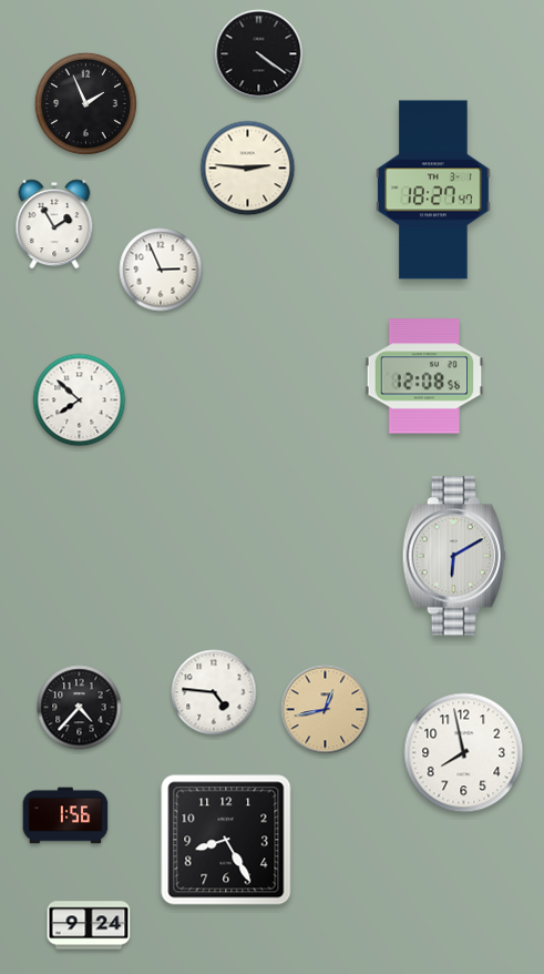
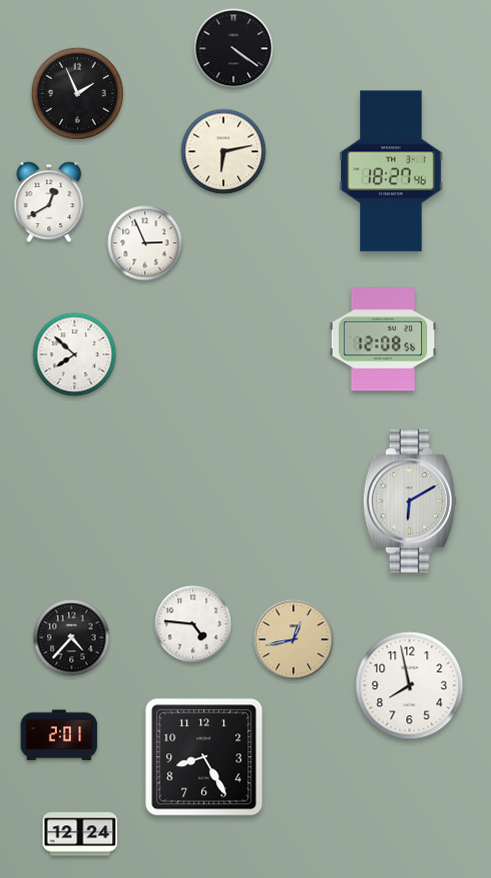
clock at (248, 169): 2:46 -> 6:13
clock at (433, 190): 18:27:47 -> 18:27:46
clock at (54, 224): 1:55 -> 12:40
clock at (80, 400) position: (80, 400) -> (75, 355)
clock at (464, 753) position: (464, 753) -> (410, 686)
clock at (65, 815): 1:56 -> 2:01
clock at (89, 925): 9:24 -> 12:24
